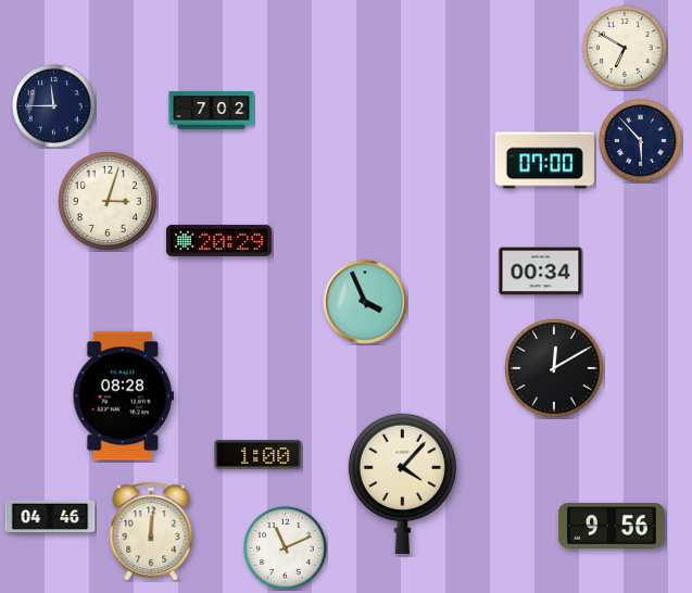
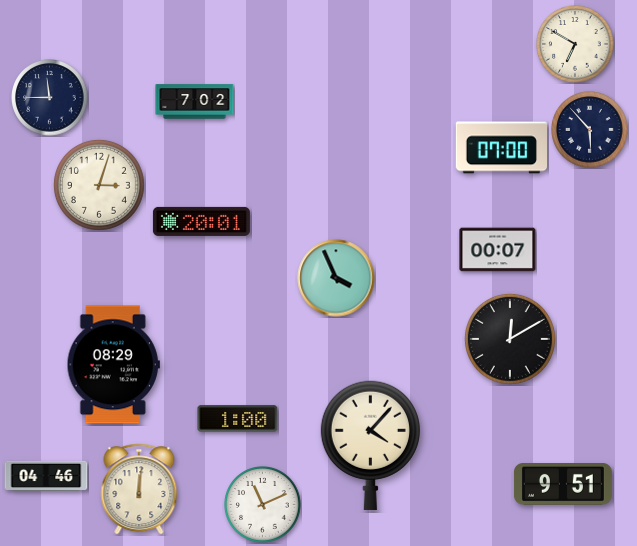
clock at (218, 240): 20:29 -> 20:01
clock at (541, 272): 00:34 -> 00:07
clock at (123, 396): 08:28 -> 08:29
clock at (612, 527): 9:56 -> 9:51
